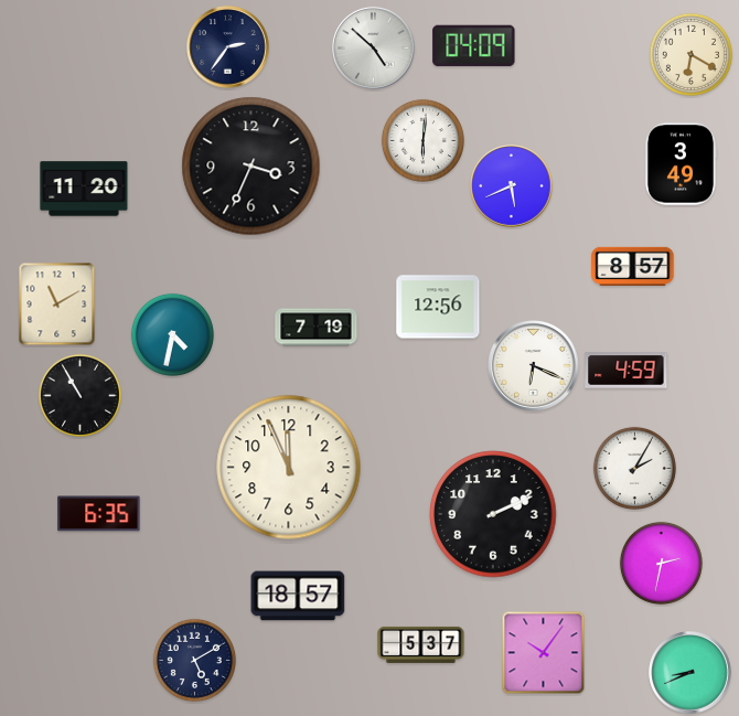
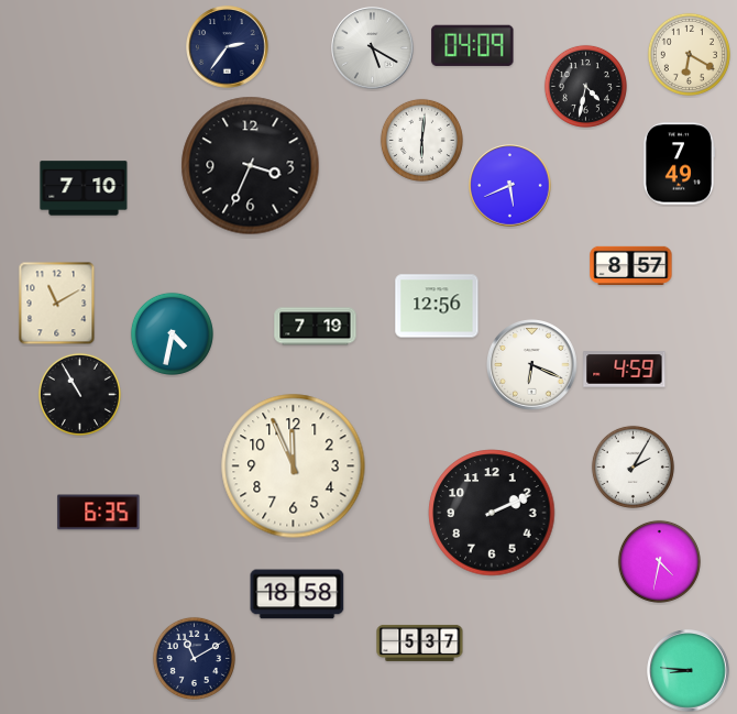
clock at (374, 49): 4:52 -> 5:20
clock at (585, 86): none -> 4:32
clock at (681, 164): 3:49 -> 7:49
clock at (84, 189): 11:20 -> 7:10
clock at (289, 468) position: (289, 468) -> (294, 466)
clock at (661, 563): 2:32 -> 4:32
clock at (298, 596): 18:57 -> 18:58
clock at (544, 653): 10:06 -> none
clock at (194, 660): 5:10 -> 11:10
clock at (690, 673): 8:41 -> 8:46
